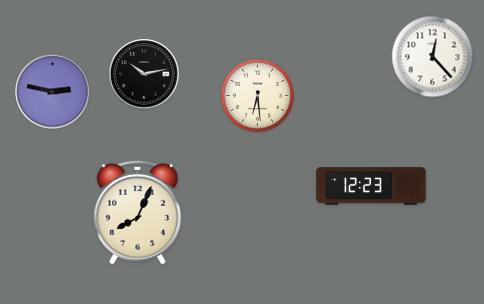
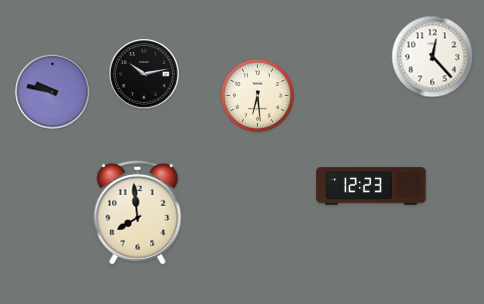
clock at (53, 92): 2:47 -> 9:47
clock at (138, 212): 8:04 -> 7:59
